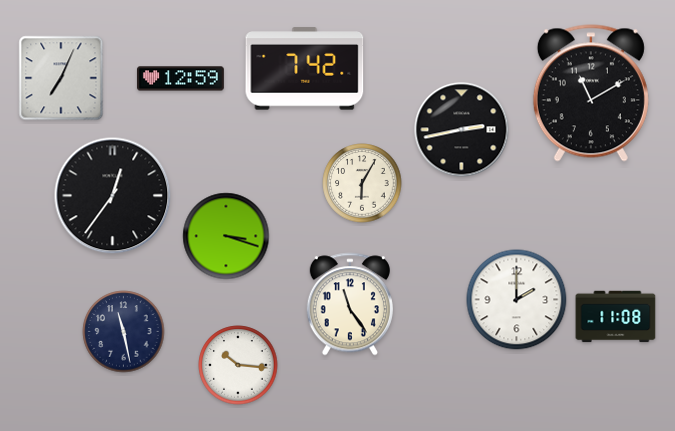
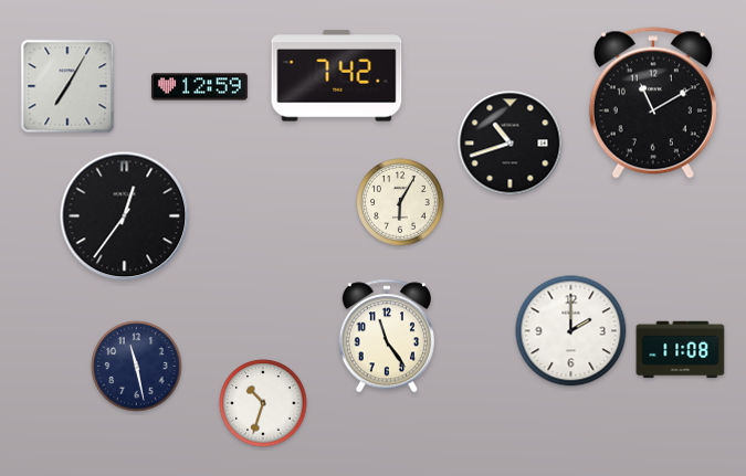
clock at (61, 78): 7:04 -> 7:05
clock at (462, 130): 2:43 -> 10:42
clock at (226, 236): 3:18 -> none
clock at (238, 365): 10:16 -> 10:33
